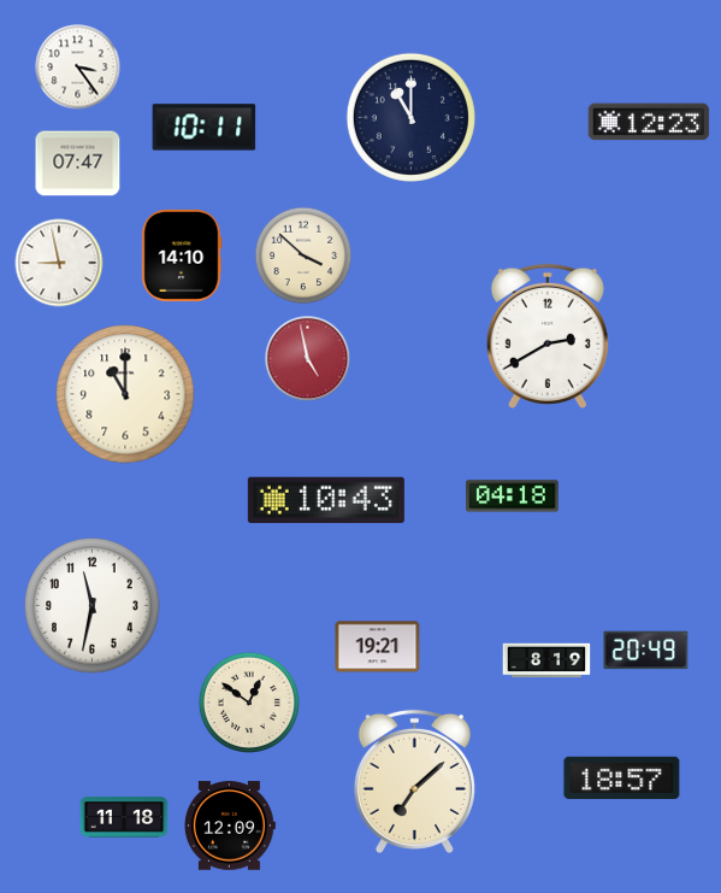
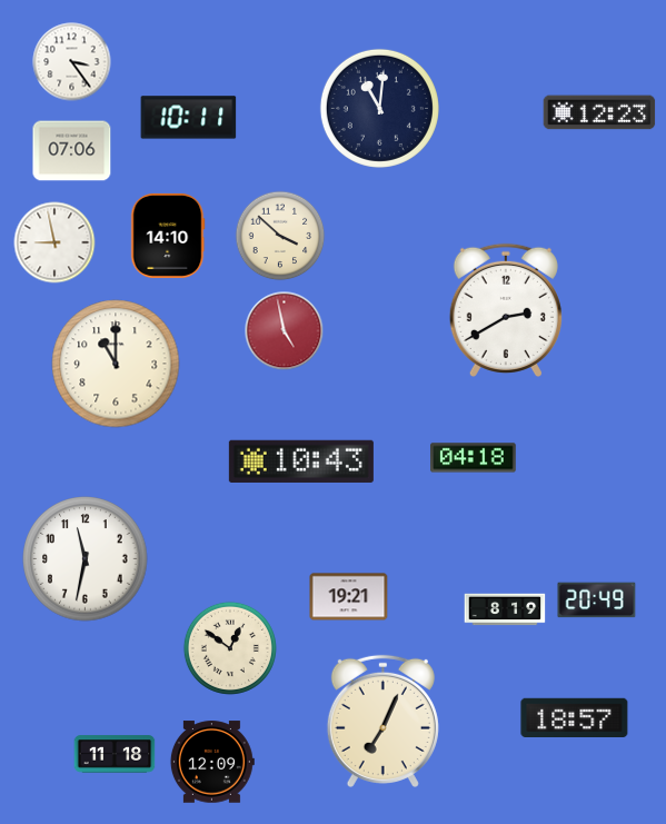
clock at (410, 117): 11:00 -> 11:01
clock at (78, 164): 07:47 -> 07:06
clock at (414, 781): 7:08 -> 7:04
